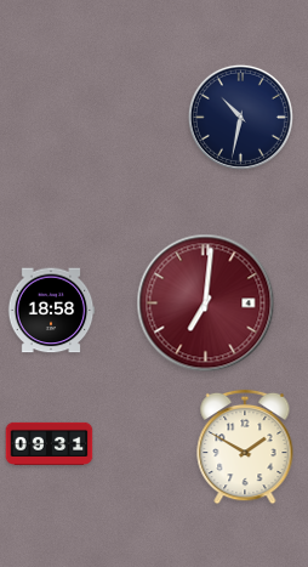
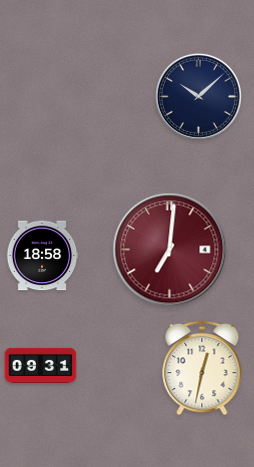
clock at (240, 117): 10:32 -> 10:08
clock at (245, 447): 1:50 -> 12:32
